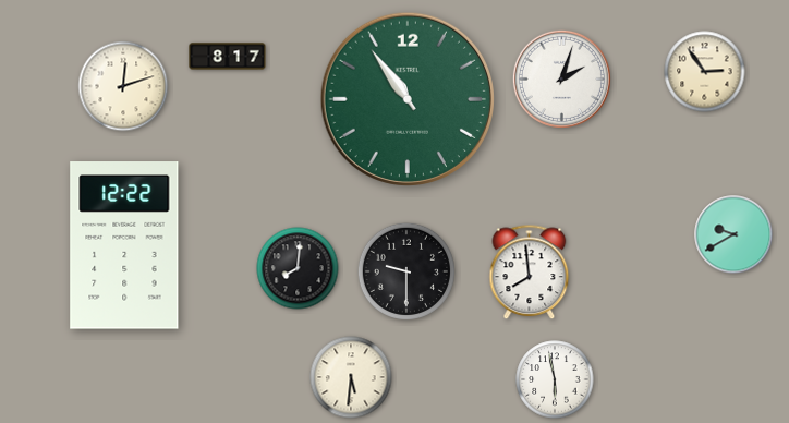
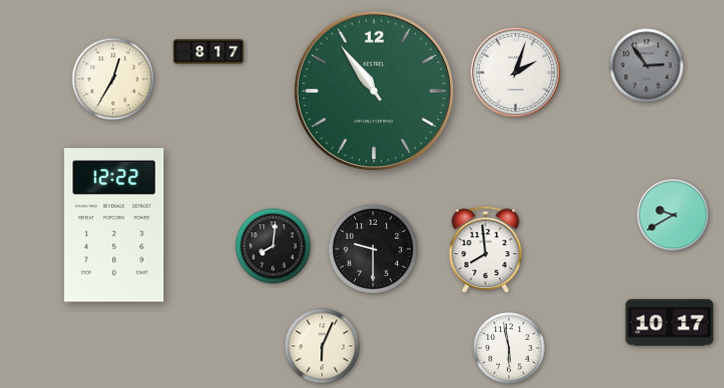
clock at (705, 72) dial: cream -> grey
clock at (123, 86): 12:12 -> 12:35
clock at (670, 323): none -> 10:17
clock at (351, 377): 5:31 -> 6:04
